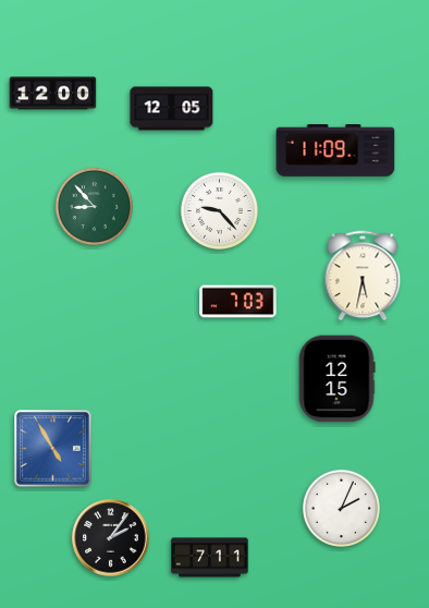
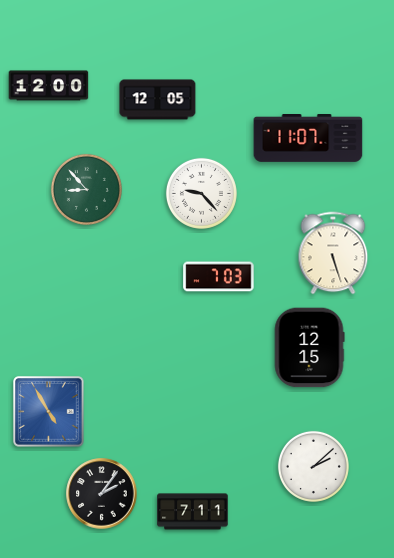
clock at (335, 151): 11:09 -> 11:07
clock at (363, 276): 5:32 -> 5:27
clock at (341, 508): 2:04 -> 2:08
